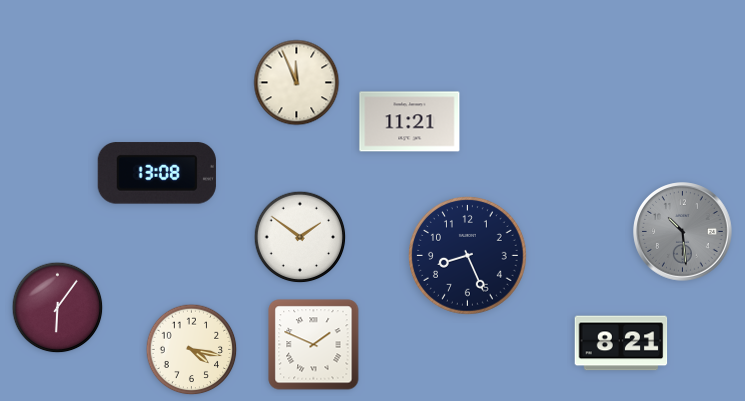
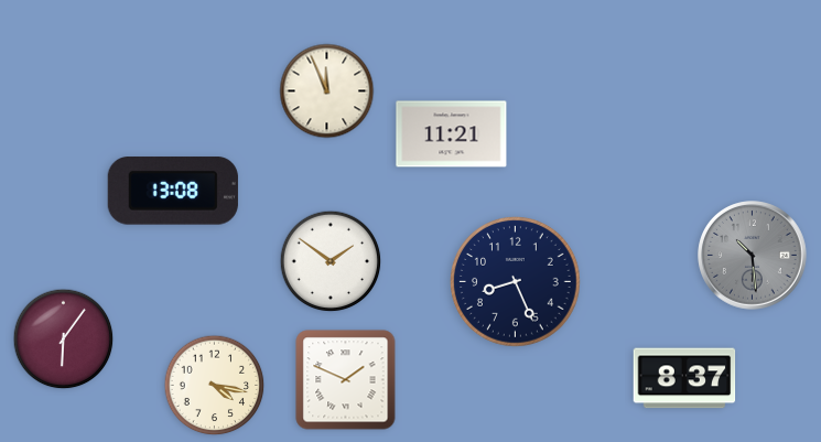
clock at (621, 343): 8:21 -> 8:37
clock at (192, 350) position: (192, 350) -> (215, 386)
